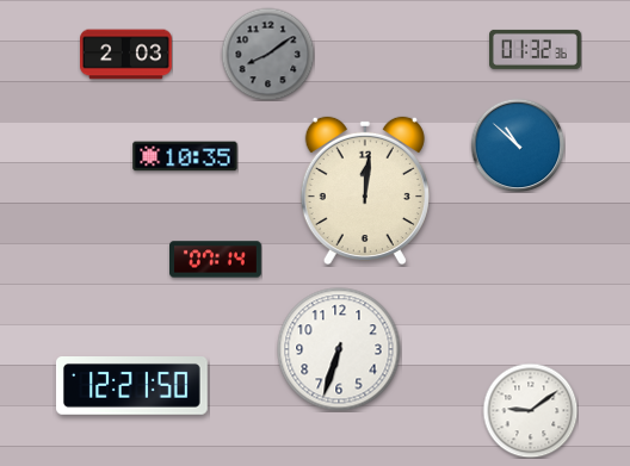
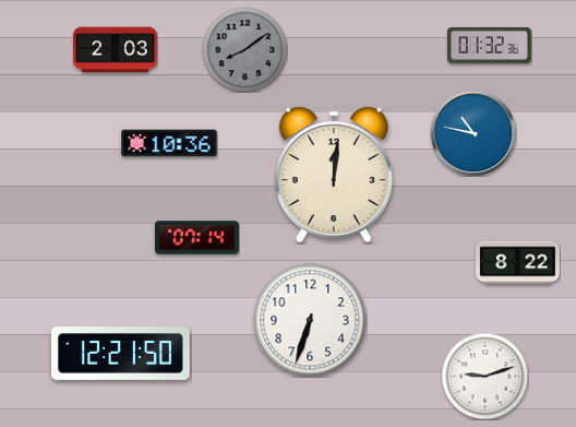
clock at (518, 145): 10:52 -> 10:47
clock at (185, 156): 10:35 -> 10:36
clock at (518, 263): none -> 8:22
clock at (530, 410): 9:09 -> 9:12
